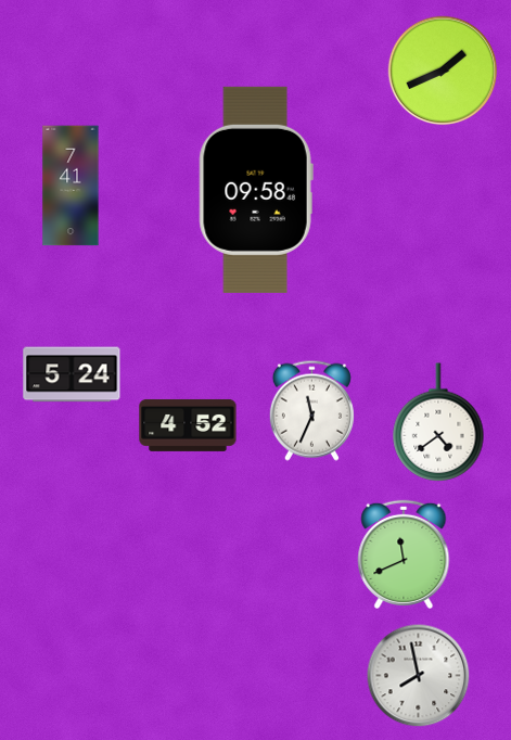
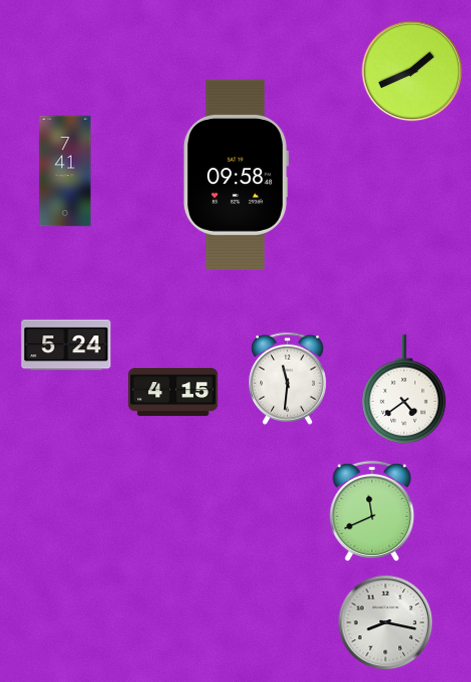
clock at (443, 71) position: (443, 71) -> (412, 71)
clock at (311, 410): 11:34 -> 11:31
clock at (188, 425): 4:52 -> 4:15
clock at (419, 676): 7:58 -> 8:17
